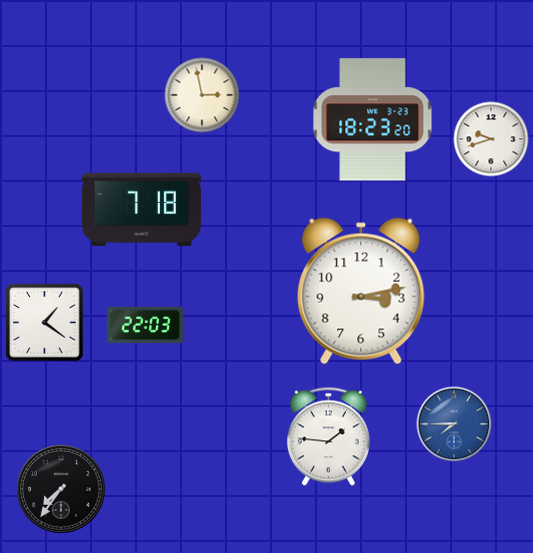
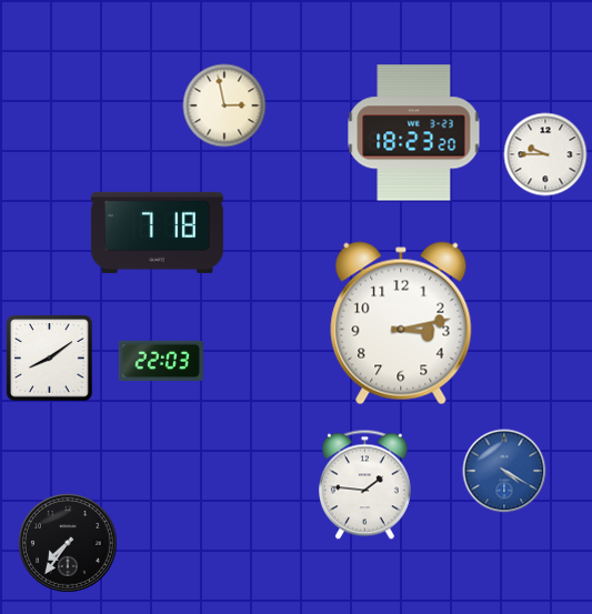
clock at (491, 139): 9:42 -> 9:45
clock at (45, 323): 1:21 -> 8:09
clock at (454, 424): 7:45 -> 4:20
